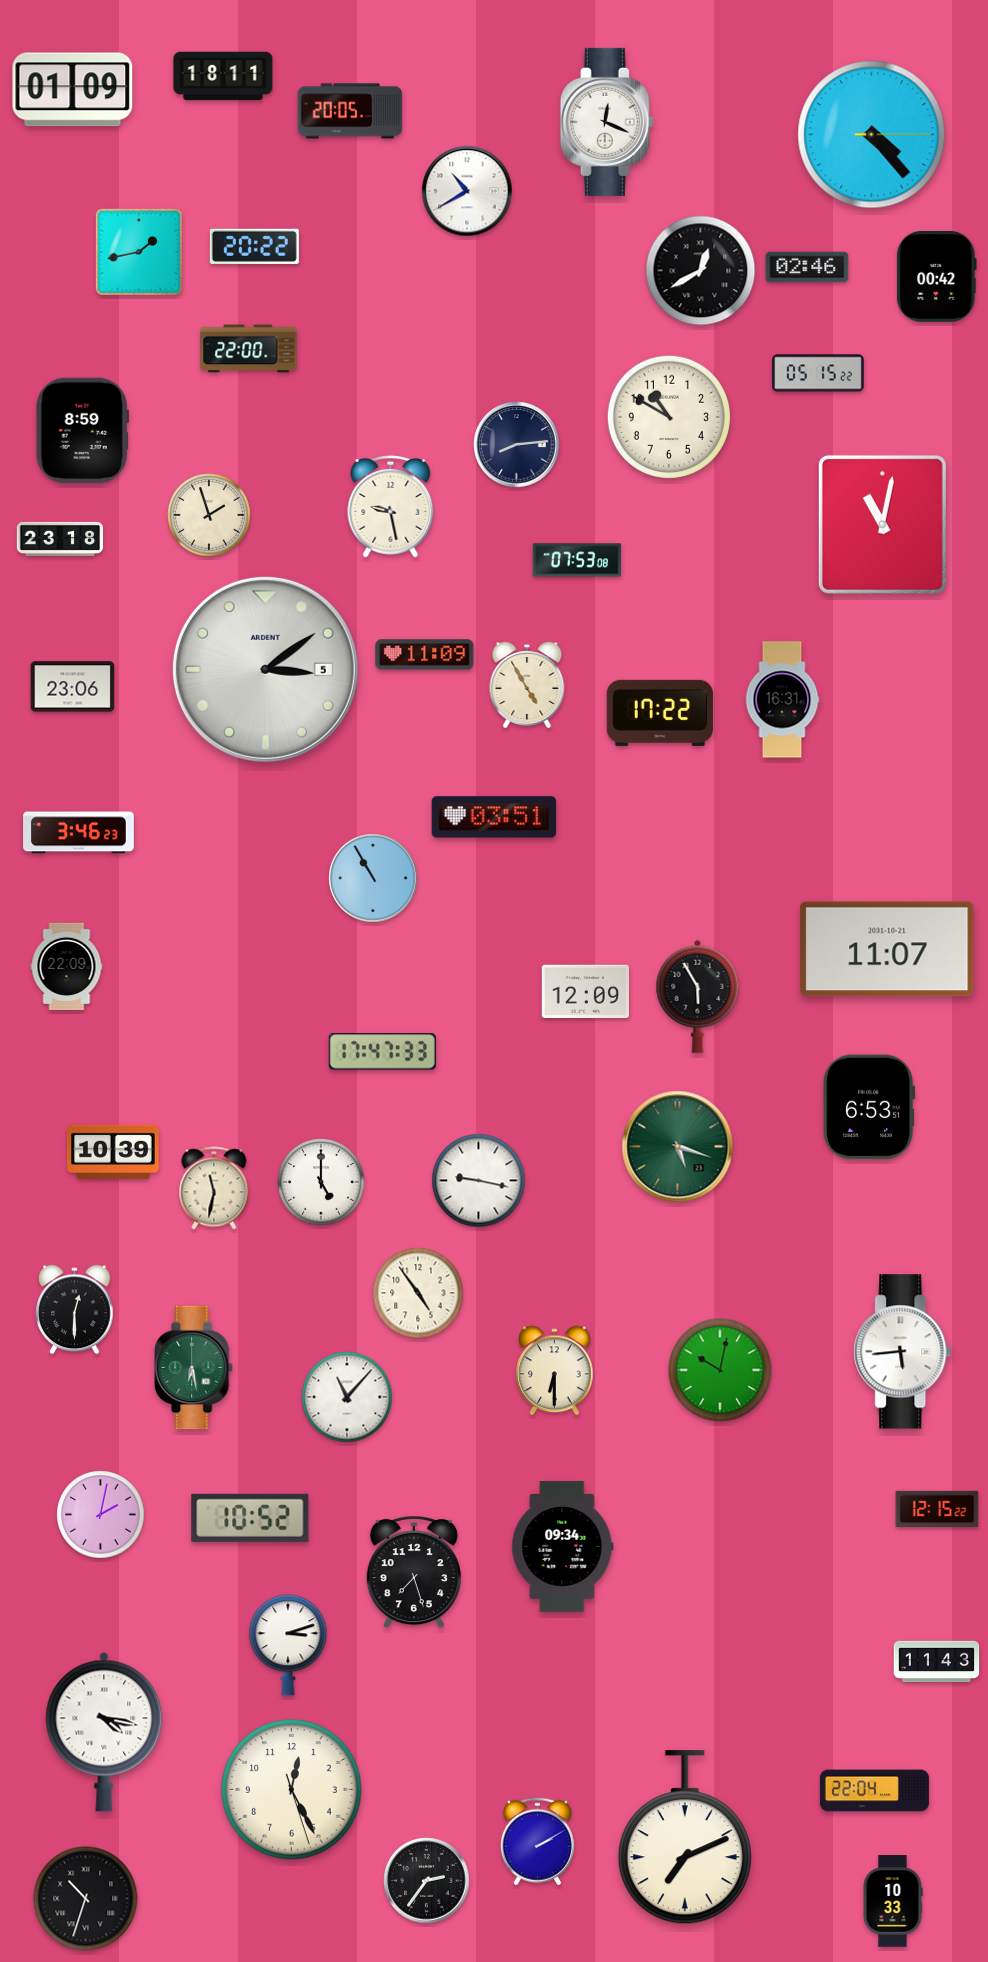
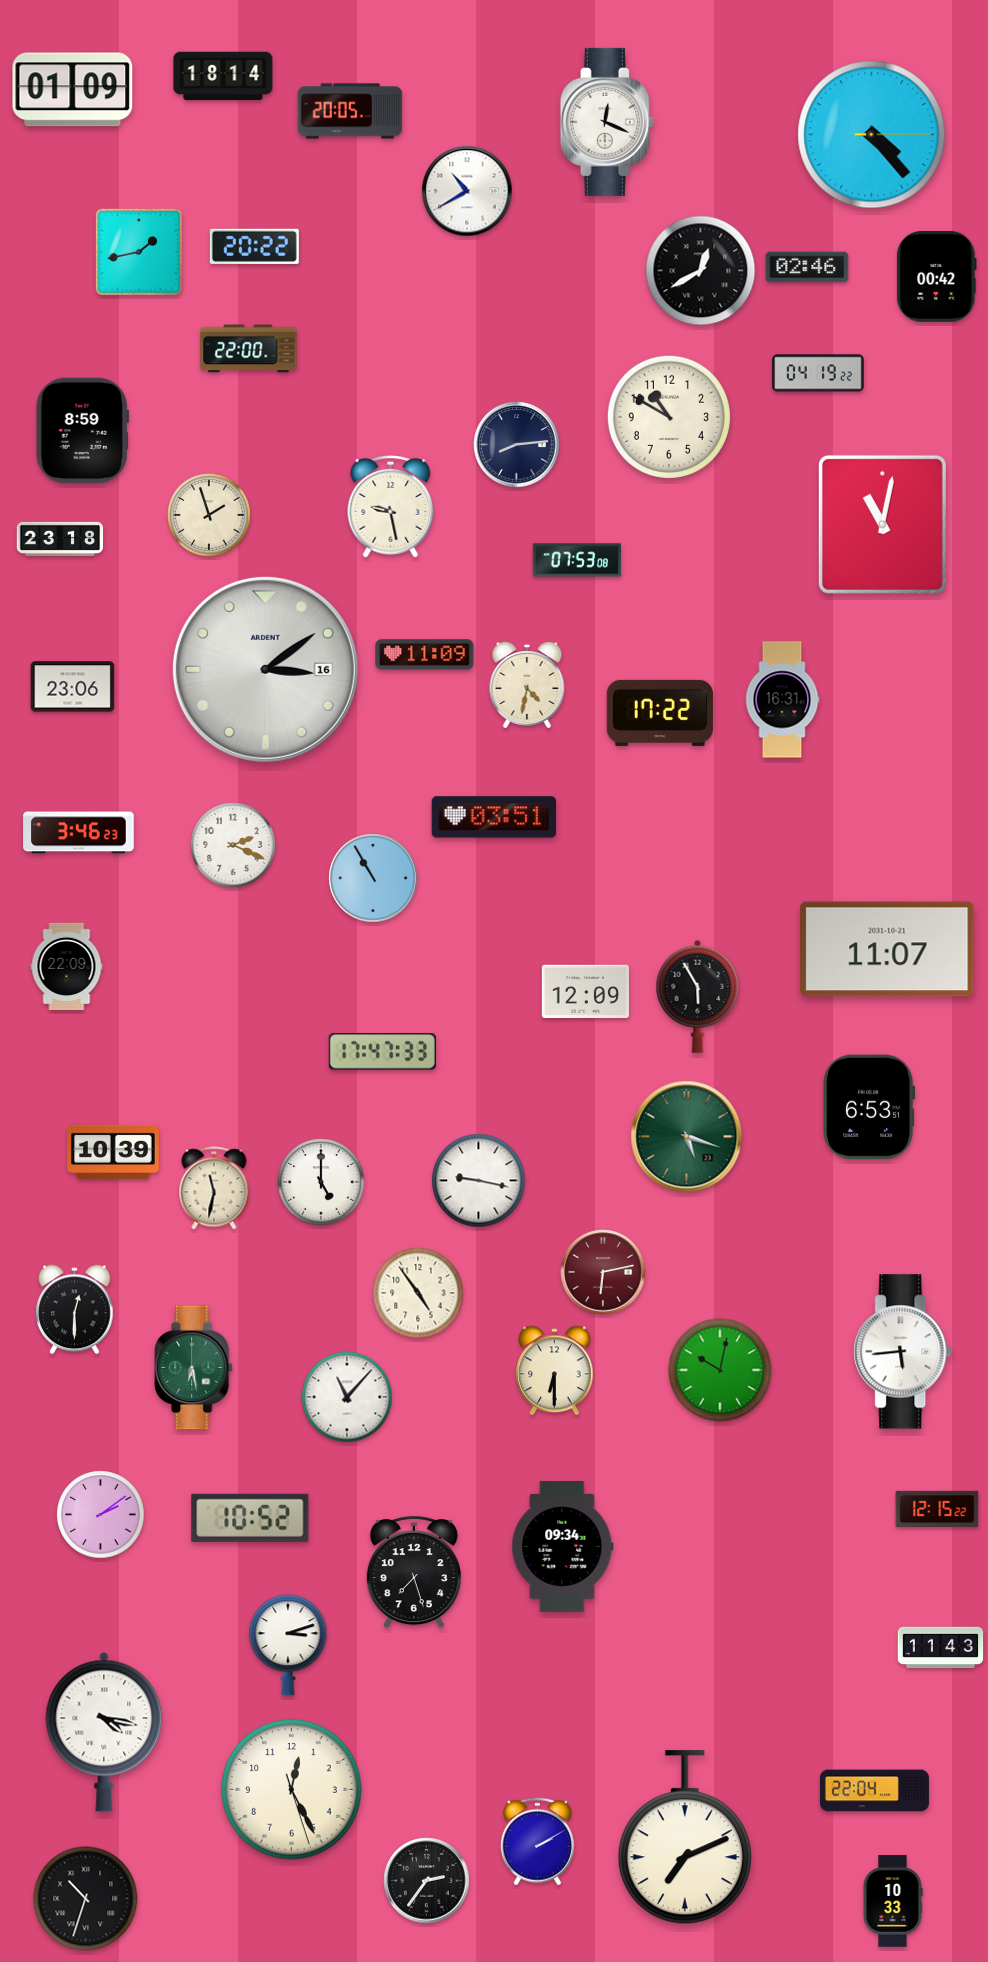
clock at (223, 76): 18:11 -> 18:14
clock at (818, 373): 05:15 -> 04:19
clock at (265, 669) date: 5 -> 16
clock at (527, 686): 4:55 -> 4:32
clock at (233, 845): none -> 2:19
clock at (678, 1147) position: (678, 1147) -> (687, 1137)
clock at (603, 1272): none -> 6:13
clock at (101, 1515): 2:02 -> 2:09
clock at (937, 1662) position: (937, 1662) -> (941, 1648)
